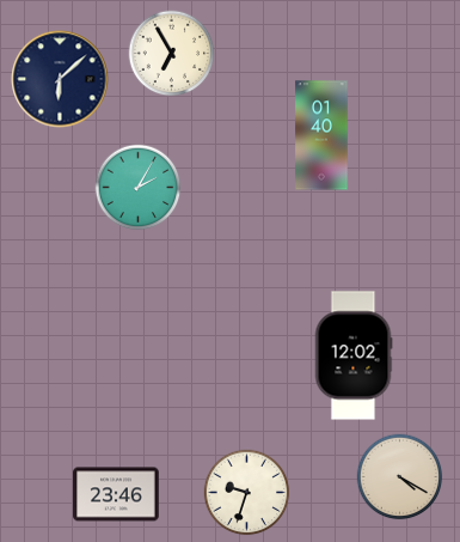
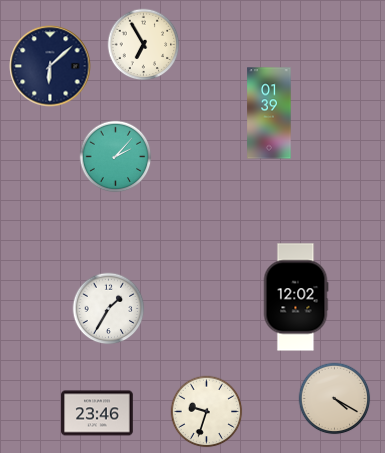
clock at (321, 135): 01:40 -> 01:39
clock at (139, 188): 2:05 -> 2:07
clock at (109, 309): none -> 1:35
